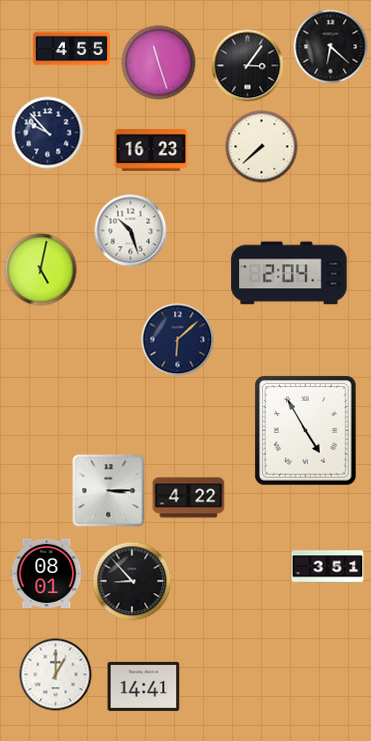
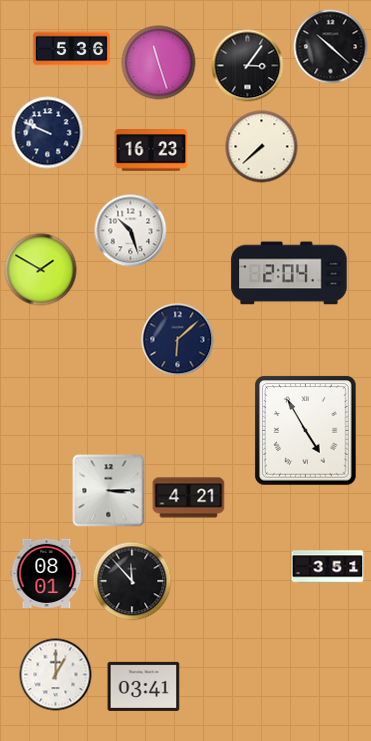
clock at (331, 47): 6:22 -> 10:22
clock at (71, 49): 4:55 -> 5:36
clock at (48, 133): 9:53 -> 9:49
clock at (41, 270): 5:02 -> 1:50
clock at (189, 498): 4:22 -> 4:21
clock at (132, 581): 8:53 -> 11:53
clock at (144, 686): 14:41 -> 03:41
